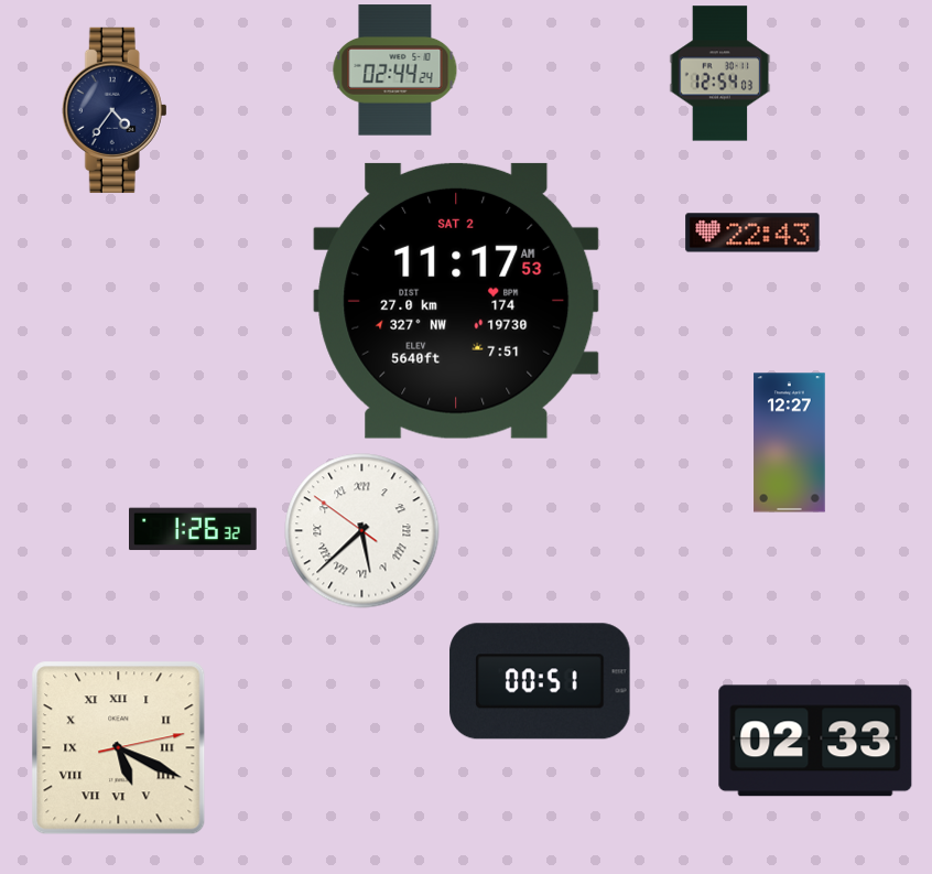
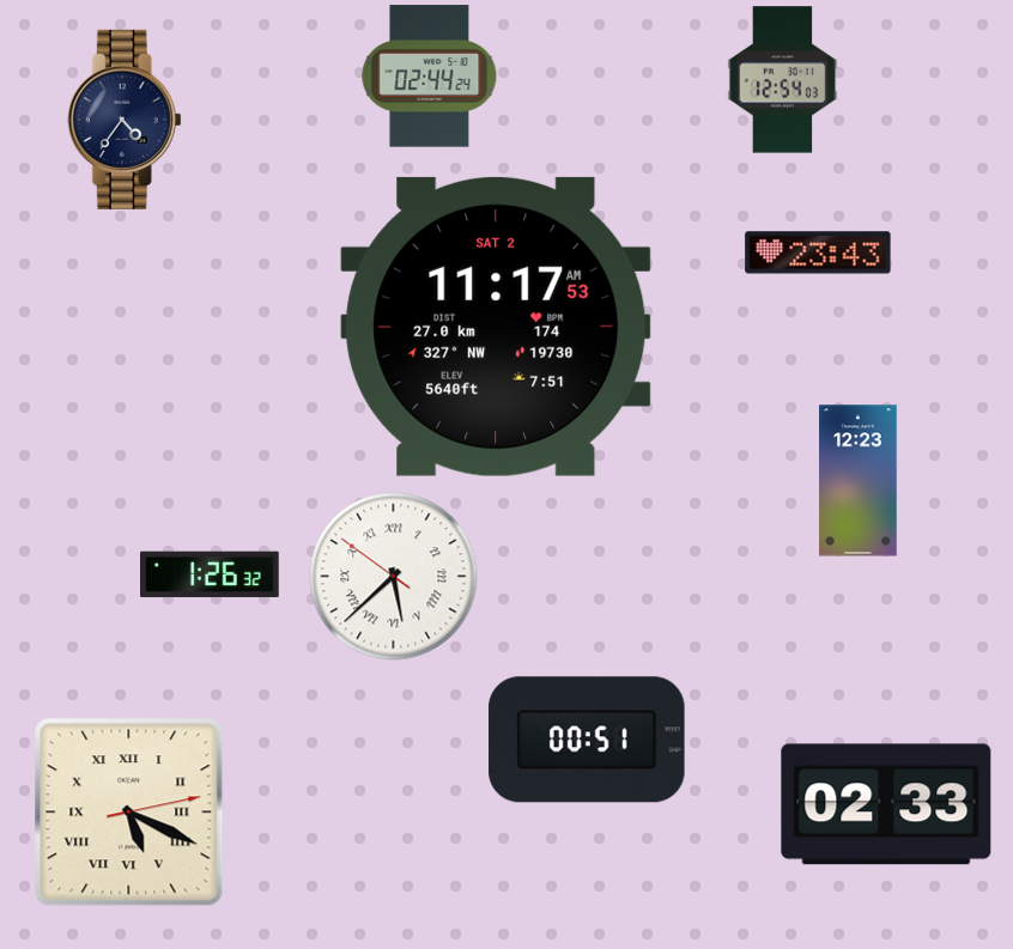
clock at (752, 233): 22:43 -> 23:43
clock at (790, 443): 12:27 -> 12:23
